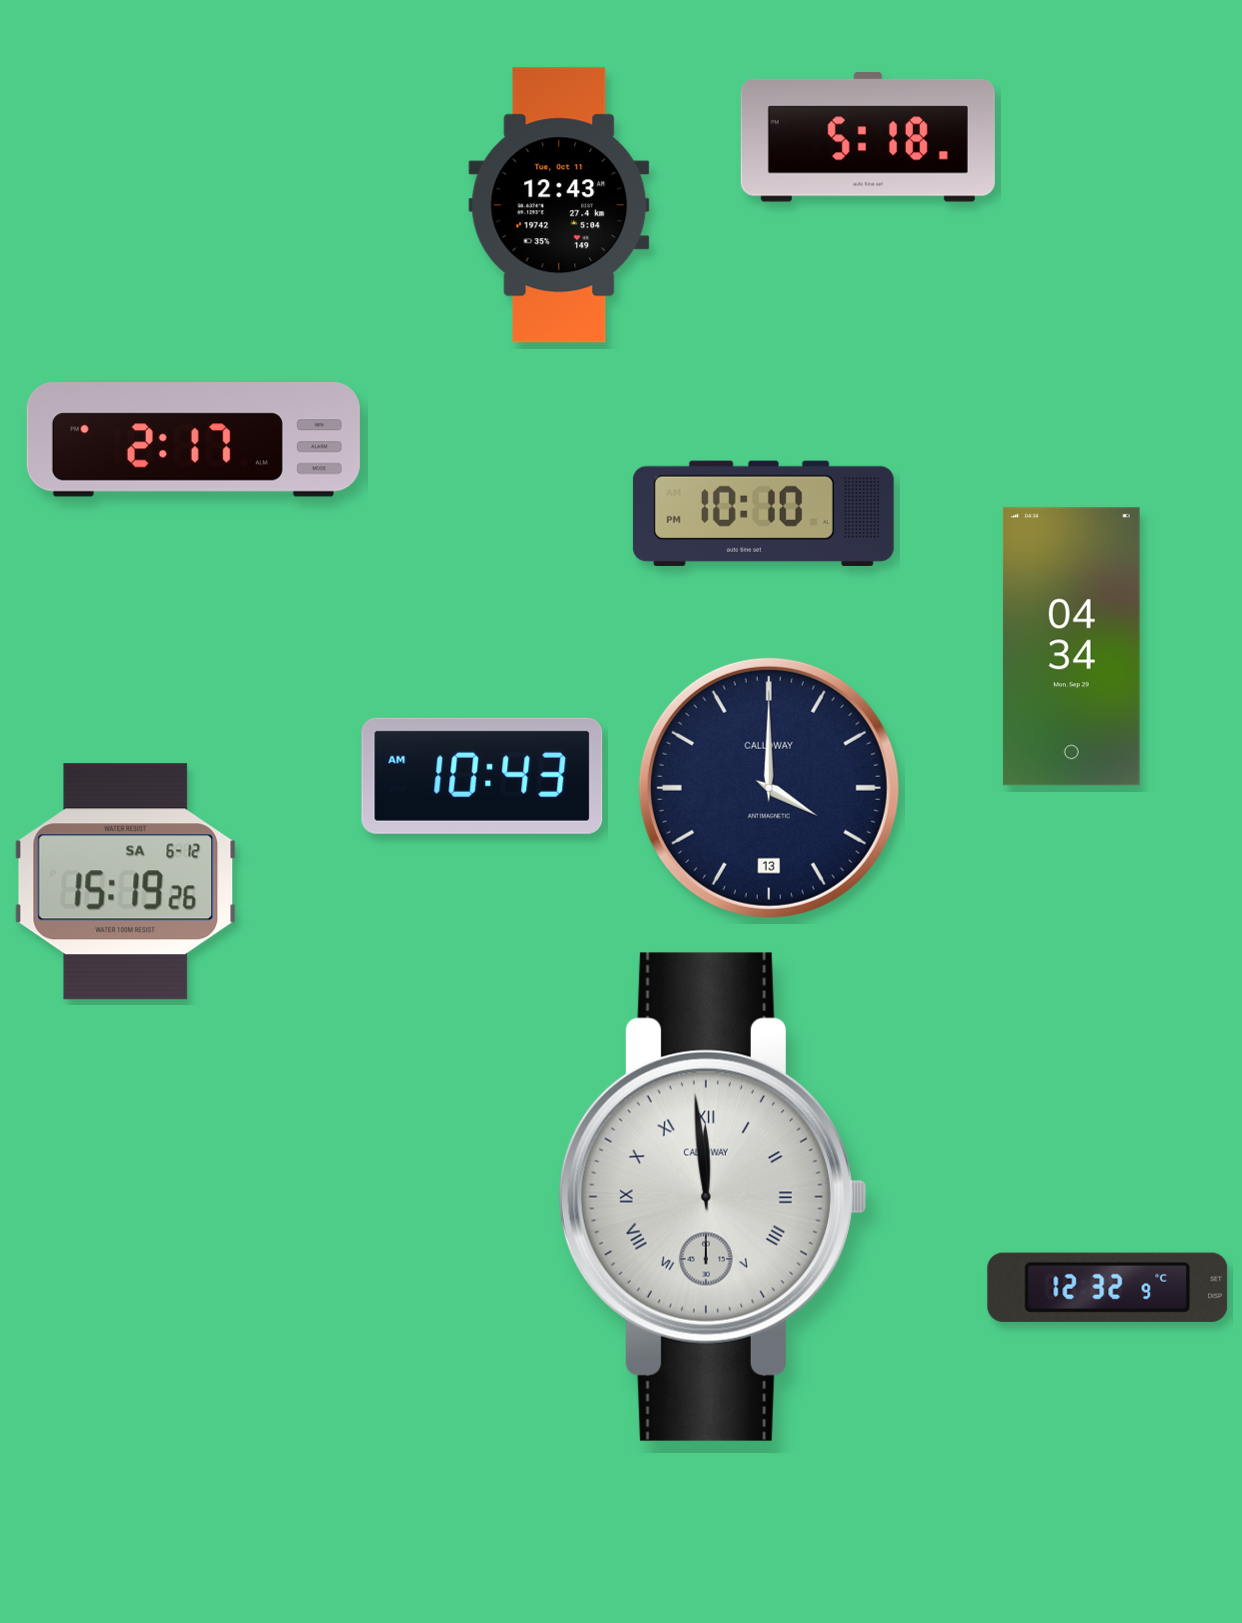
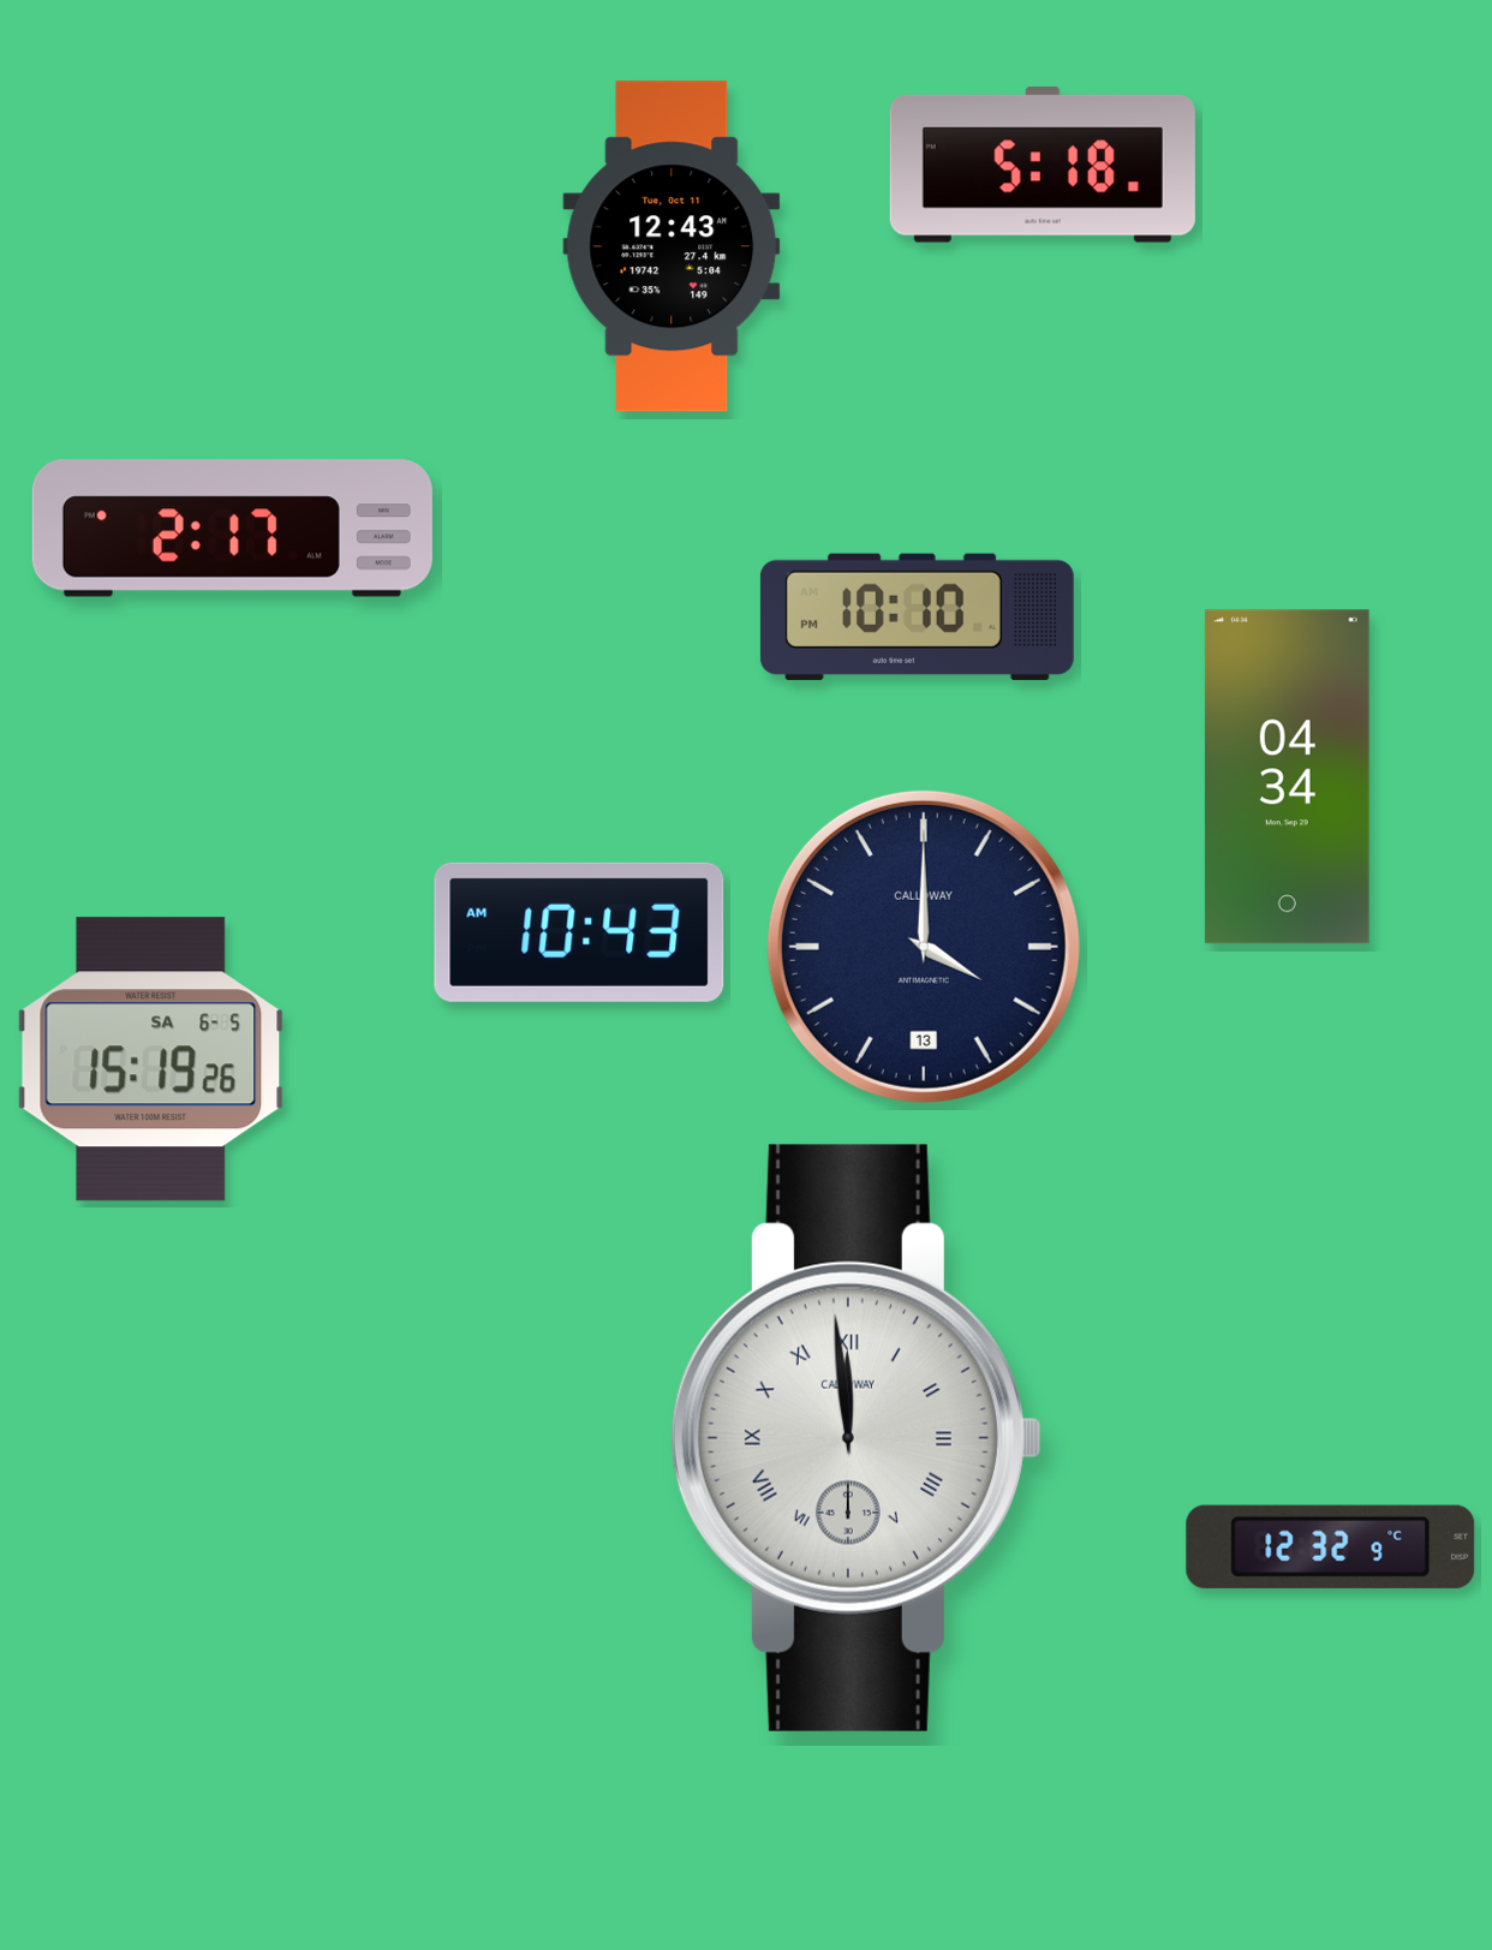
clock at (126, 882) date: SA 6-12 -> SA 6-5
